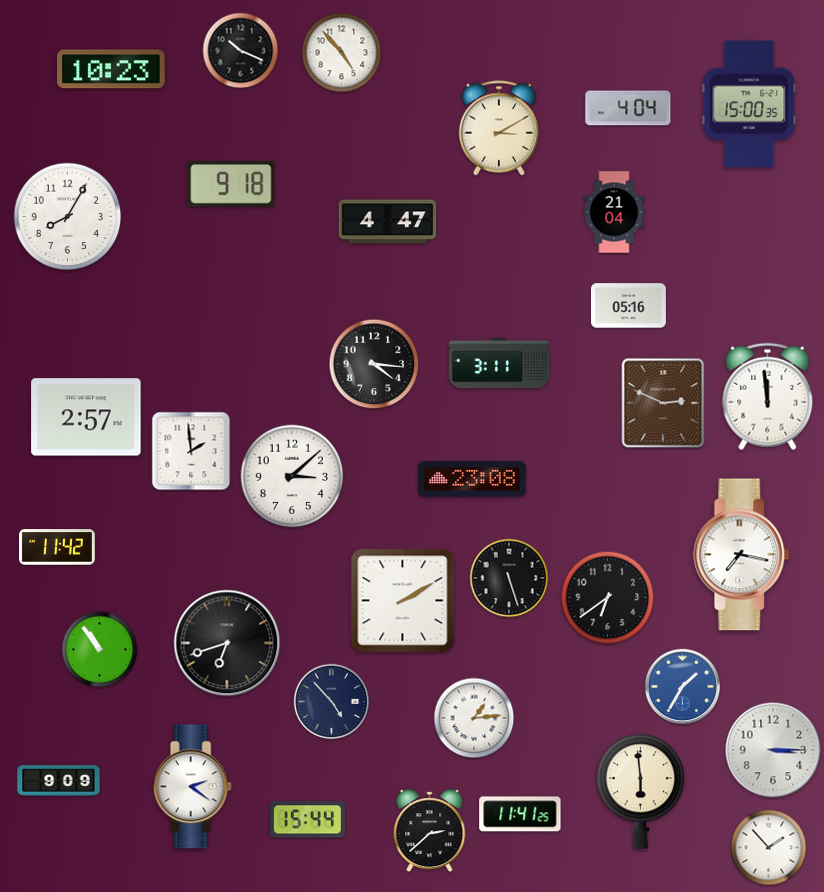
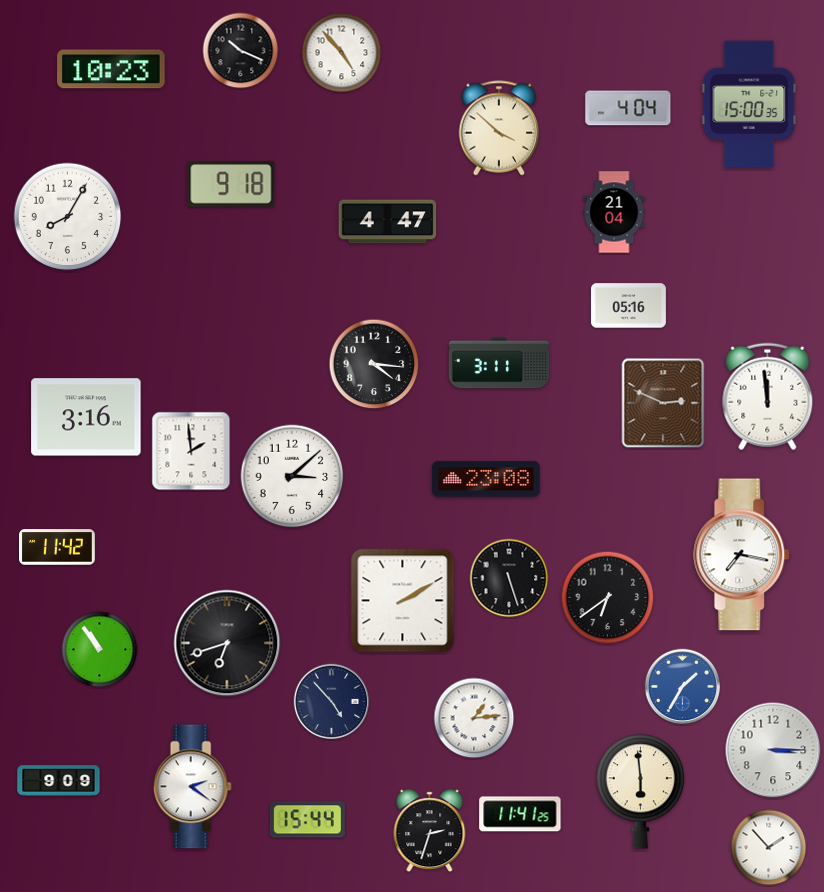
clock at (499, 128): 3:10 -> 3:52
clock at (86, 417): 2:57 -> 3:16
clock at (472, 479) position: (472, 479) -> (486, 479)
clock at (430, 831): 2:38 -> 2:33
